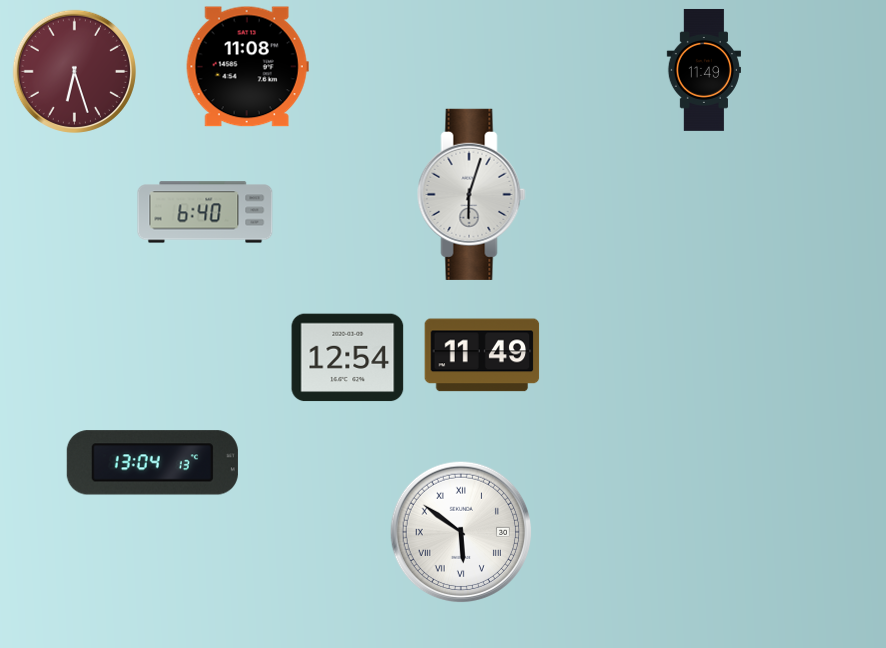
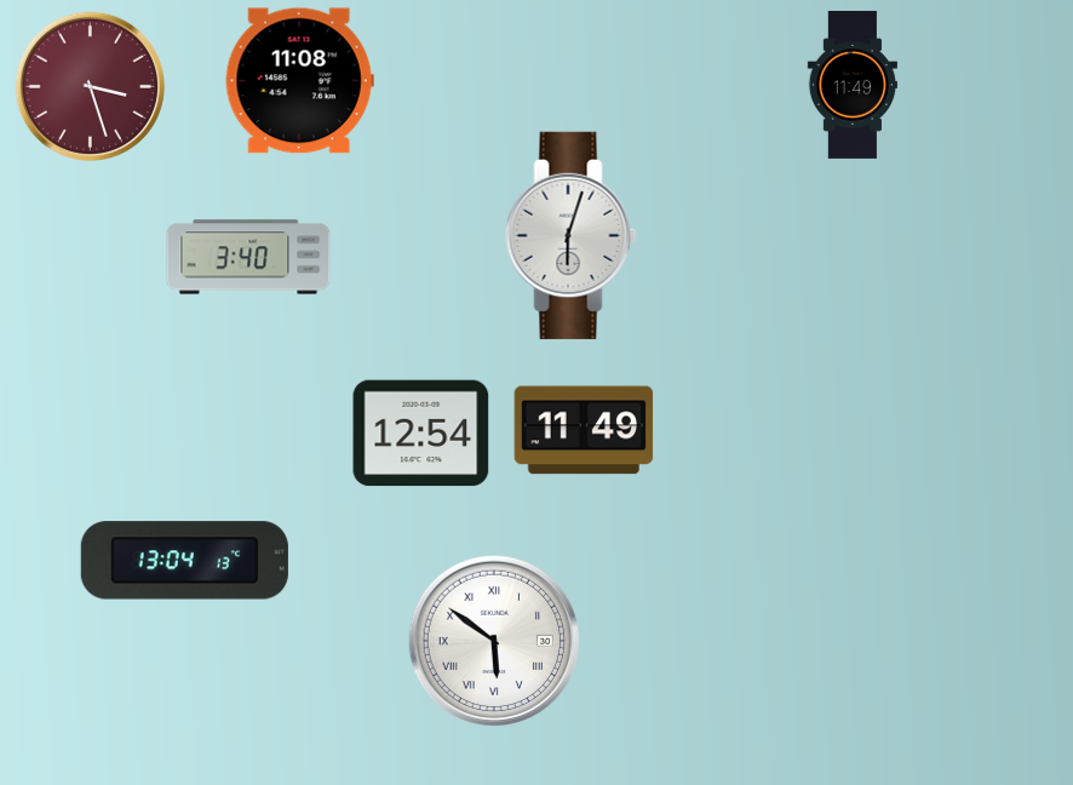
clock at (74, 71): 6:27 -> 3:27
clock at (205, 212): 6:40 -> 3:40
clock at (461, 532) position: (461, 532) -> (494, 641)
